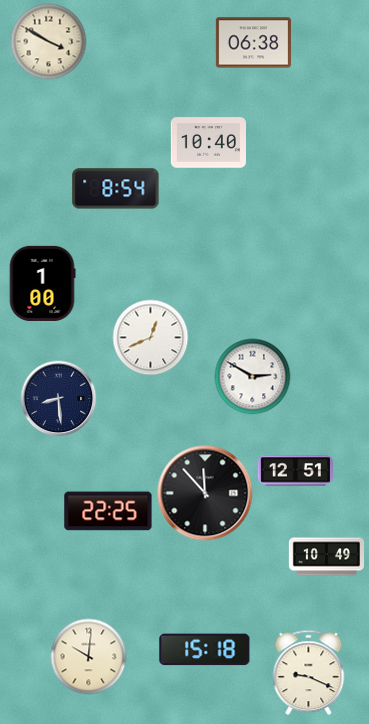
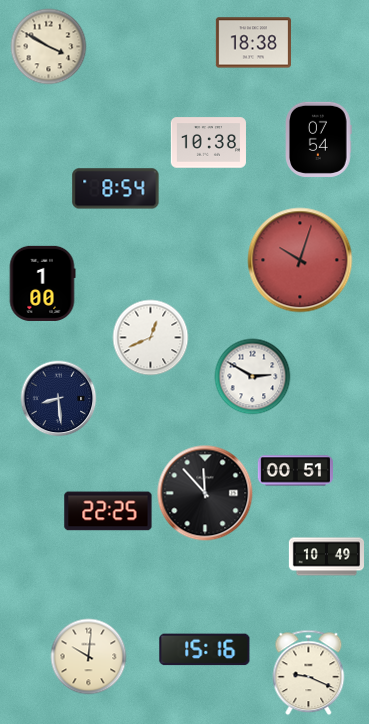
clock at (49, 42) position: (49, 42) -> (49, 47)
clock at (253, 43): 06:38 -> 18:38
clock at (319, 139): none -> 07:54
clock at (208, 143): 10:40 -> 10:38
clock at (300, 260): none -> 10:03
clock at (295, 471): 12:51 -> 00:51
clock at (205, 650): 15:18 -> 15:16
